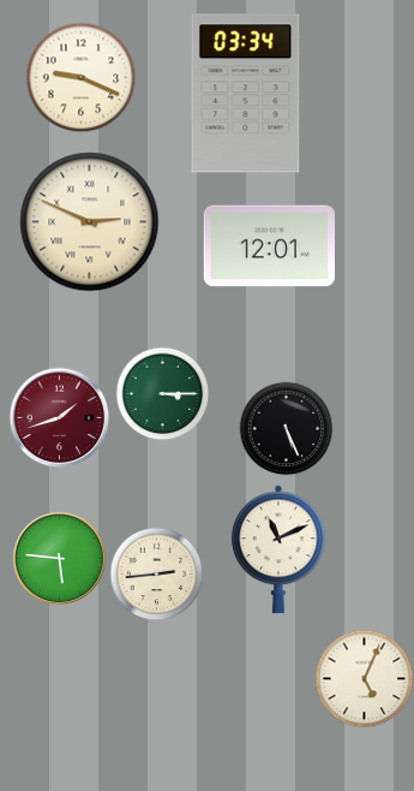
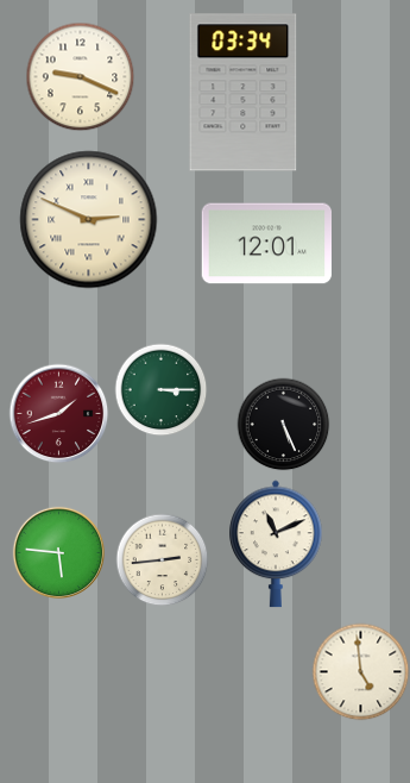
clock at (156, 573) position: (156, 573) -> (162, 559)
clock at (364, 678): 5:04 -> 4:59
